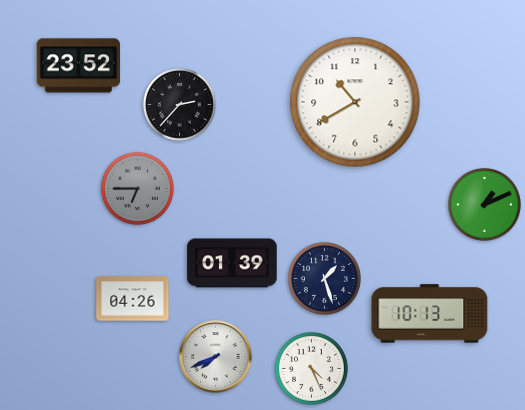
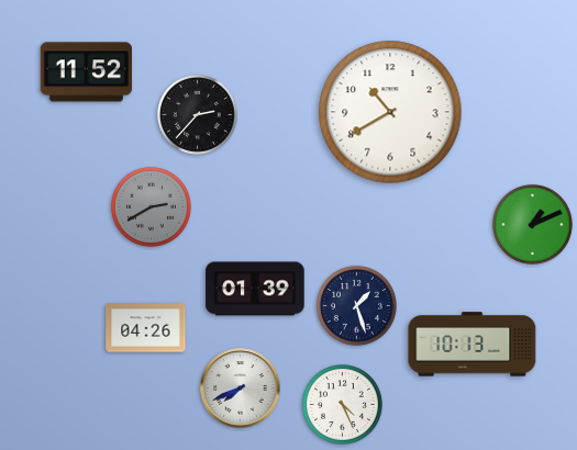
clock at (79, 66): 23:52 -> 11:52
clock at (137, 188): 6:45 -> 2:40
clock at (216, 357) position: (216, 357) -> (241, 389)
